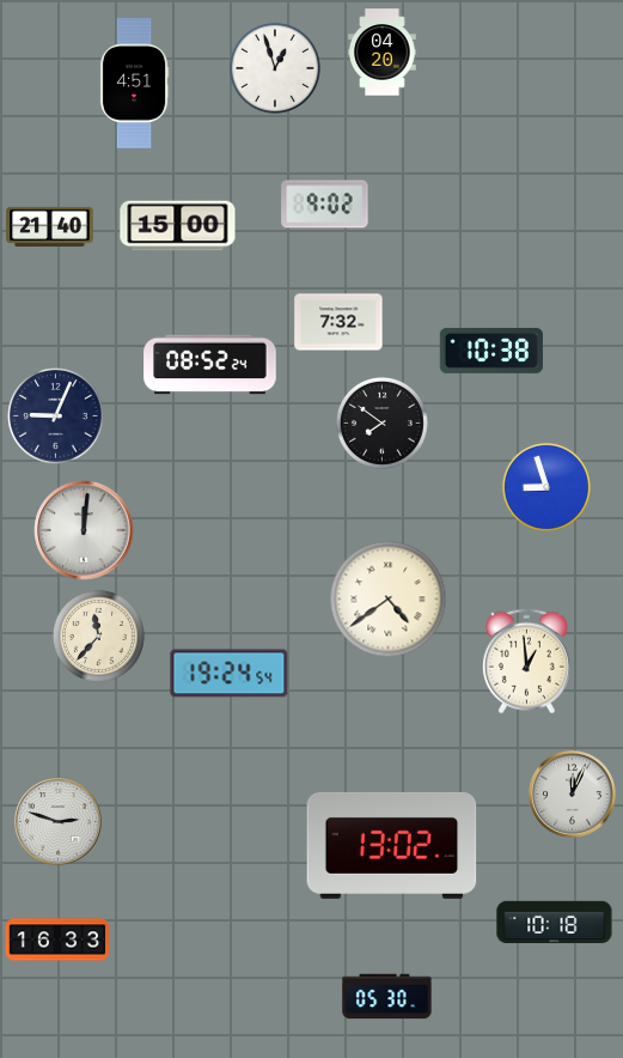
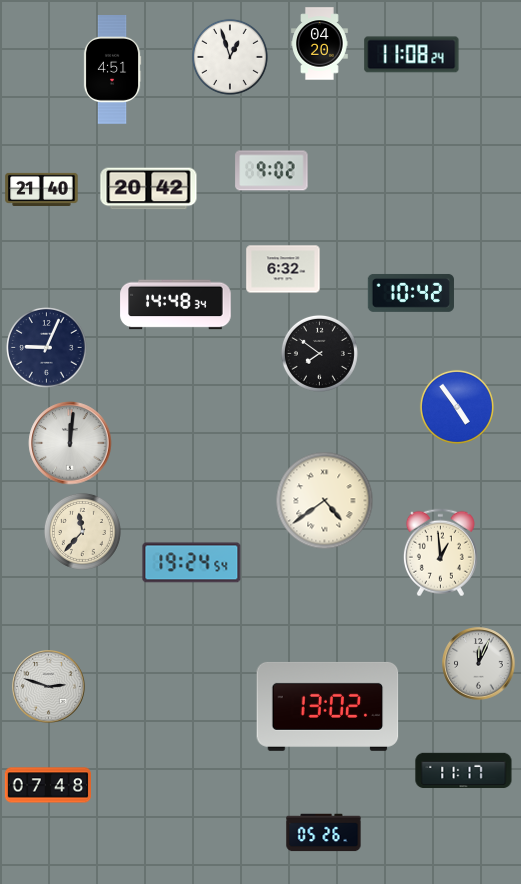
clock at (412, 55): none -> 11:08
clock at (178, 226): 15:00 -> 20:42
clock at (338, 322): 7:32 -> 6:32
clock at (491, 351): 10:38 -> 10:42
clock at (210, 365): 08:52 -> 14:48
clock at (546, 487): 8:57 -> 4:54
clock at (555, 923): 10:18 -> 11:17
clock at (56, 940): 16:33 -> 07:48
clock at (387, 997): 05:30 -> 05:26
